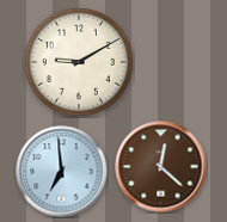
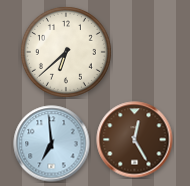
clock at (79, 62): 9:10 -> 6:38
clock at (161, 167): 12:22 -> 12:25
